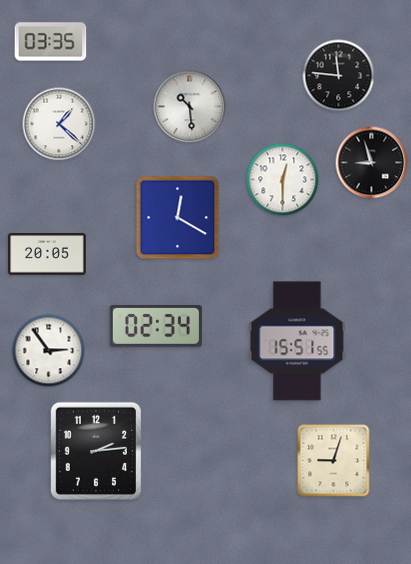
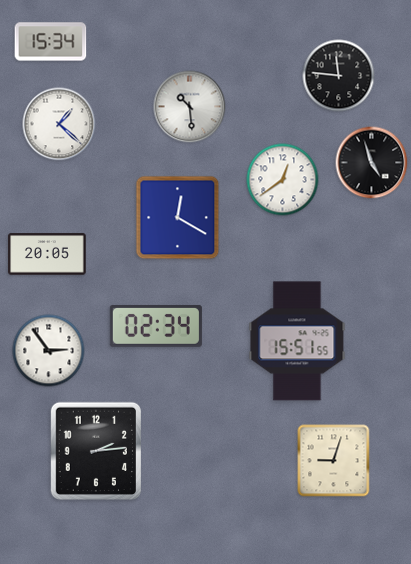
clock at (51, 42): 03:35 -> 15:34
clock at (372, 163): 8:57 -> 4:57
clock at (283, 180): 12:30 -> 12:39
